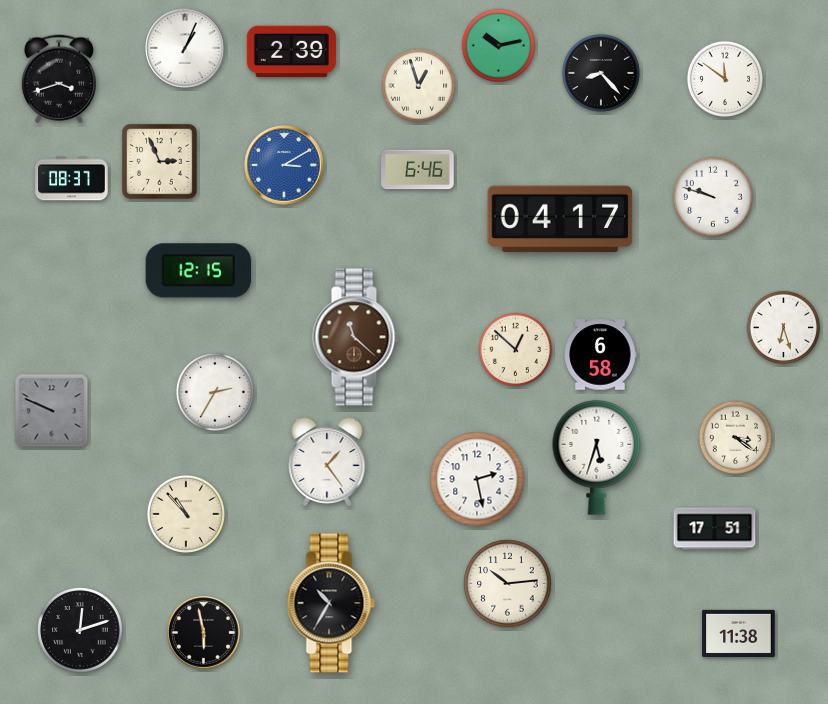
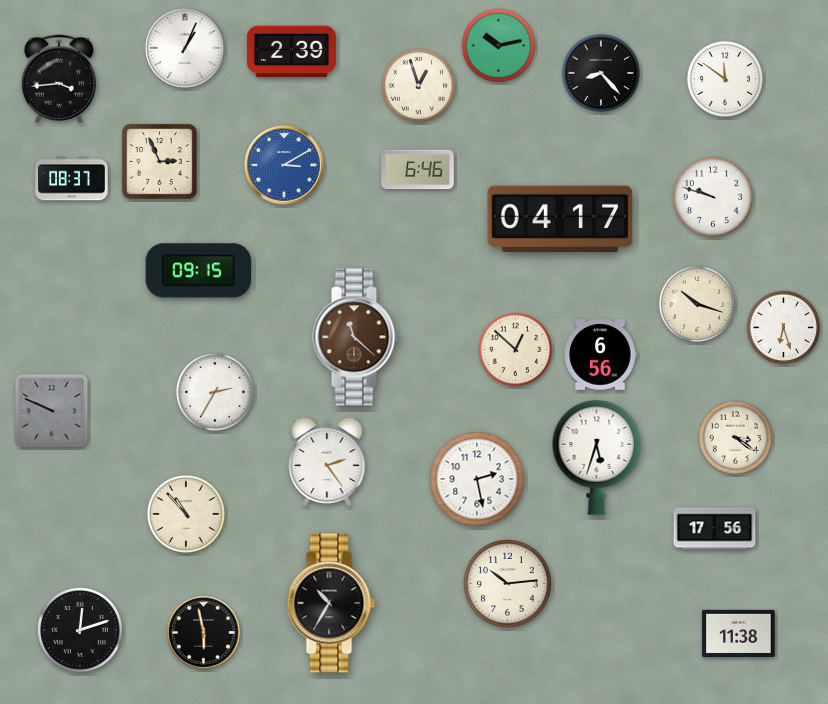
clock at (59, 79): 3:42 -> 3:44
clock at (199, 271): 12:15 -> 09:15
clock at (697, 304): none -> 10:18
clock at (600, 355): 6:58 -> 6:56
clock at (327, 462): 1:24 -> 2:24
clock at (715, 529): 17:51 -> 17:56
